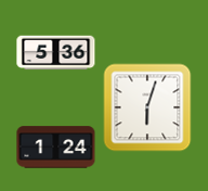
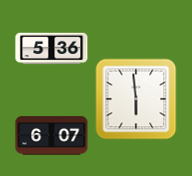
clock at (147, 107): 6:03 -> 5:59
clock at (56, 148): 1:24 -> 6:07
